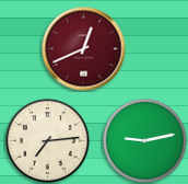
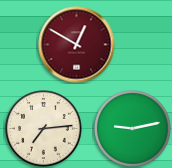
clock at (84, 49): 12:41 -> 12:50
